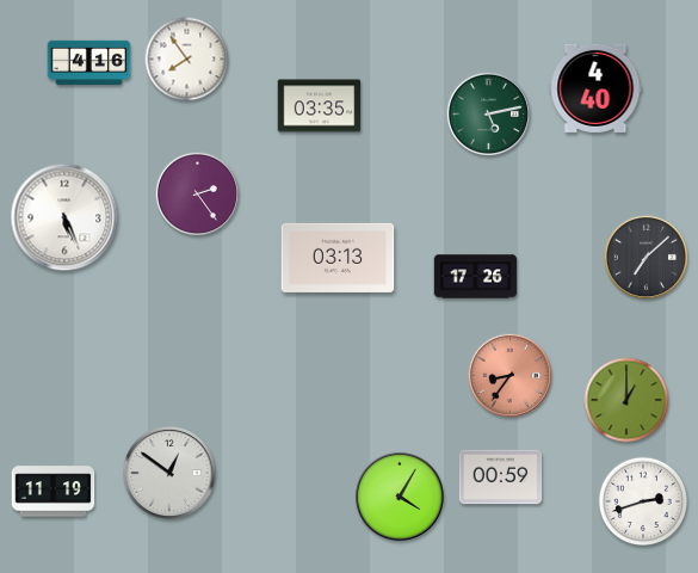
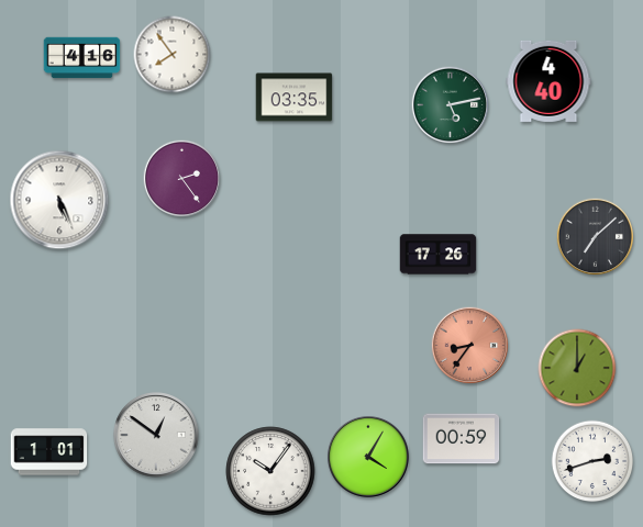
clock at (338, 258): 03:13 -> none
clock at (54, 492): 11:19 -> 1:01
clock at (270, 471): none -> 10:06
